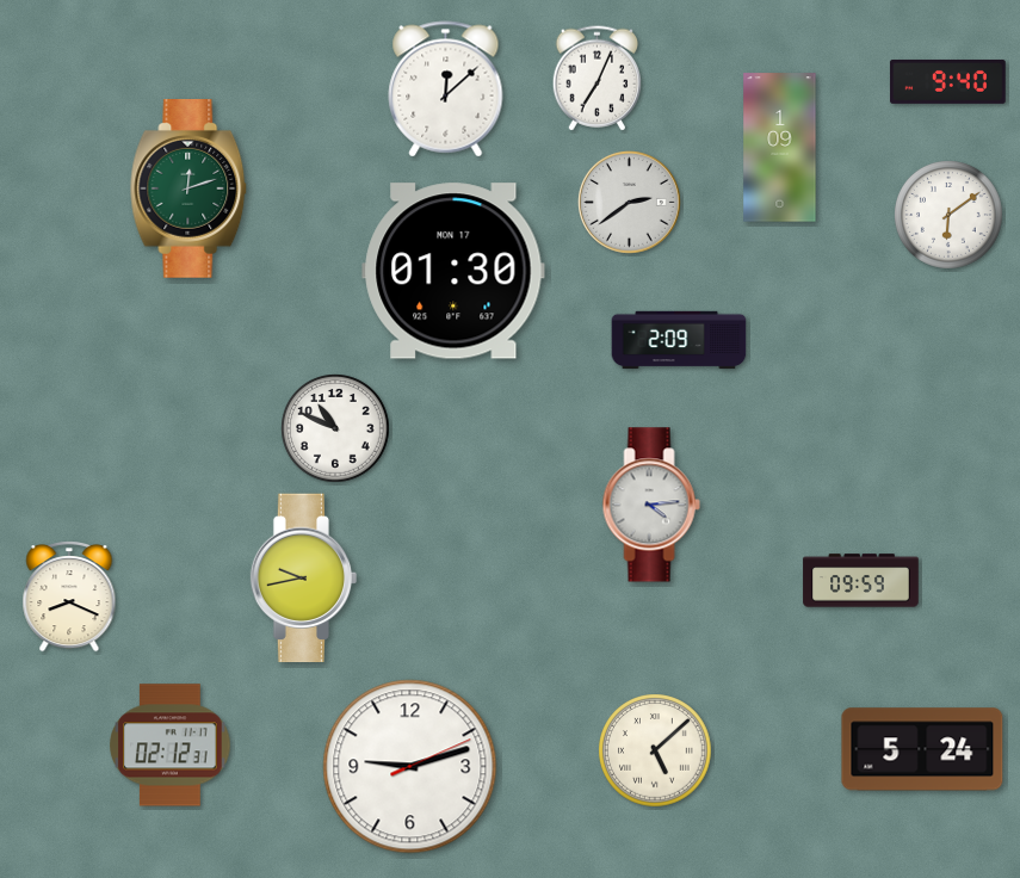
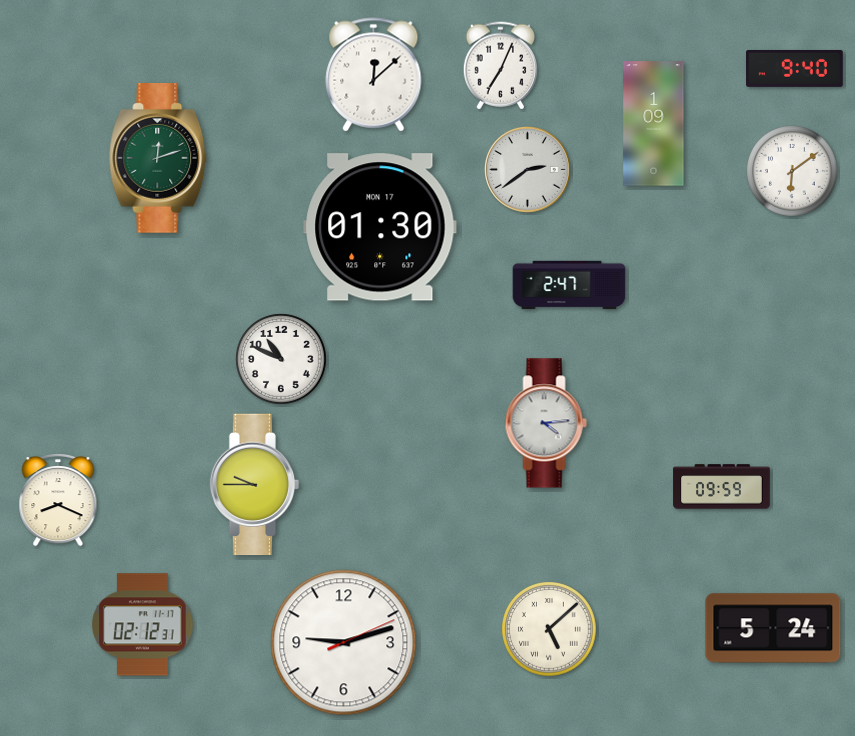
clock at (950, 216) position: (950, 216) -> (793, 172)
clock at (679, 340): 2:09 -> 2:47
clock at (304, 579): 9:43 -> 9:45
